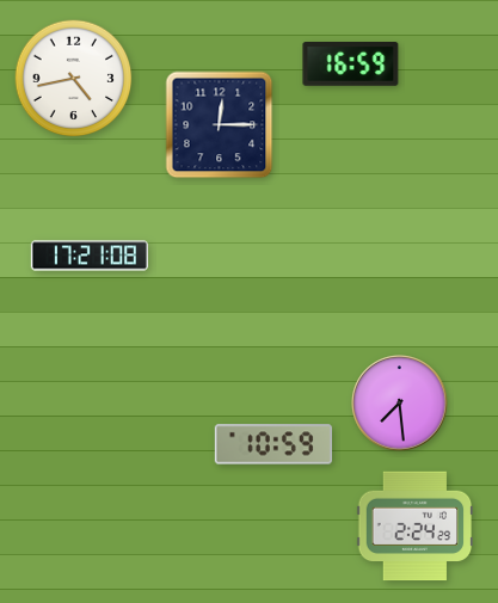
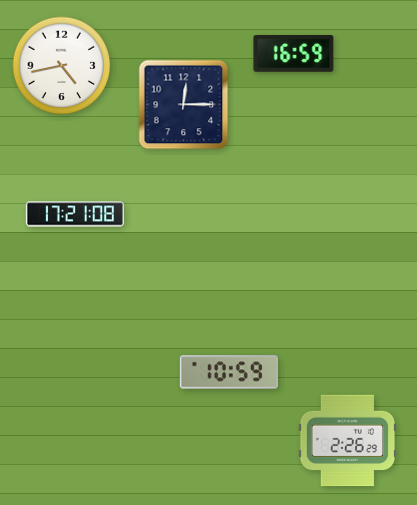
clock at (400, 404): 7:29 -> none
clock at (416, 527): 2:24 -> 2:26
